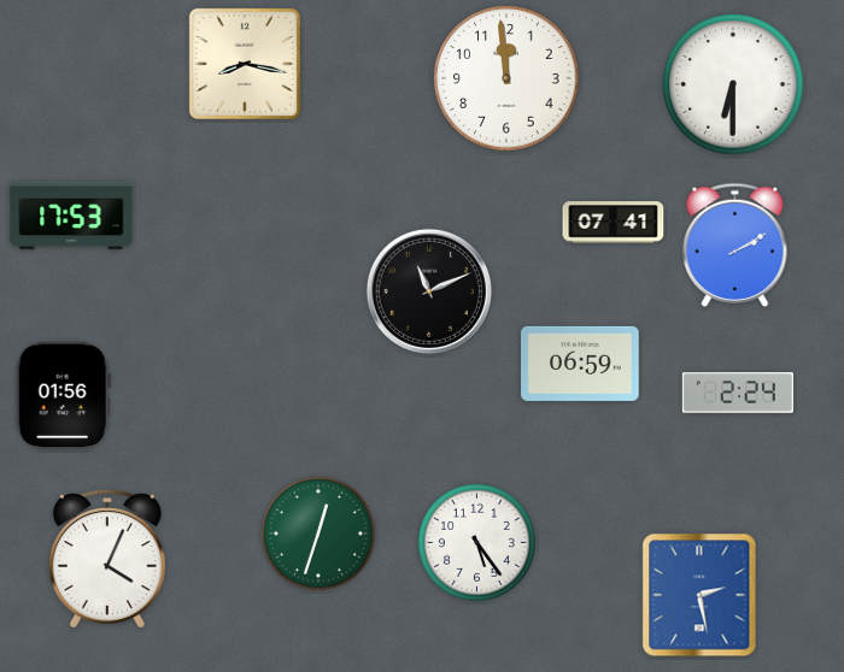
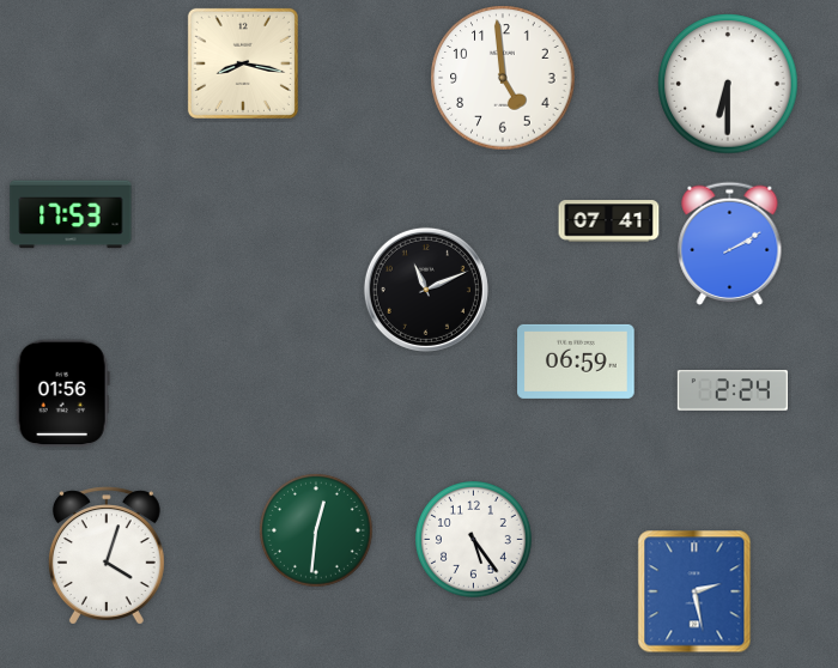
clock at (506, 78): 11:59 -> 4:59
clock at (318, 534): 12:33 -> 12:31
clock at (107, 559): 4:04 -> 4:03
